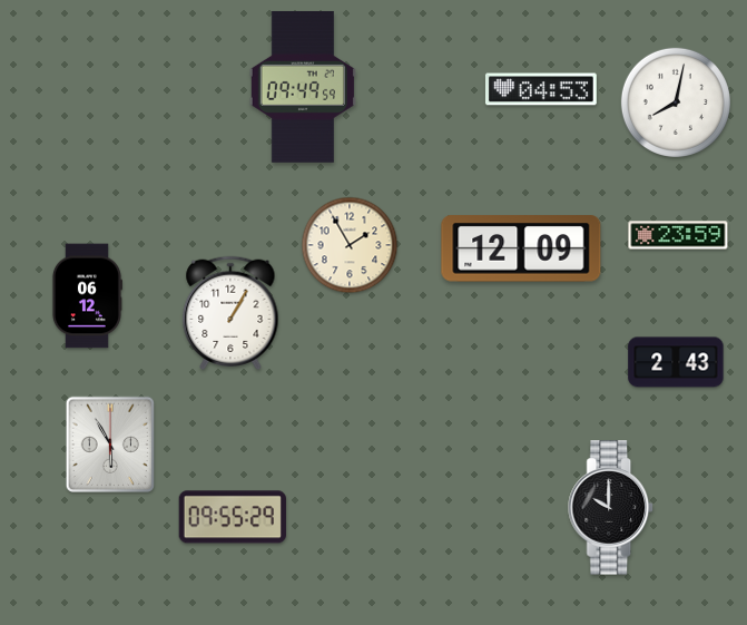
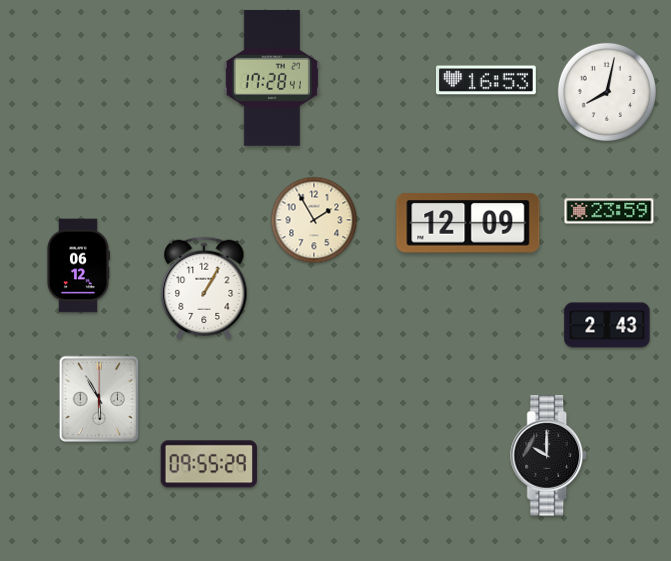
clock at (303, 87): 09:49 -> 17:28
clock at (541, 89): 04:53 -> 16:53
clock at (230, 313) position: (230, 313) -> (204, 288)
